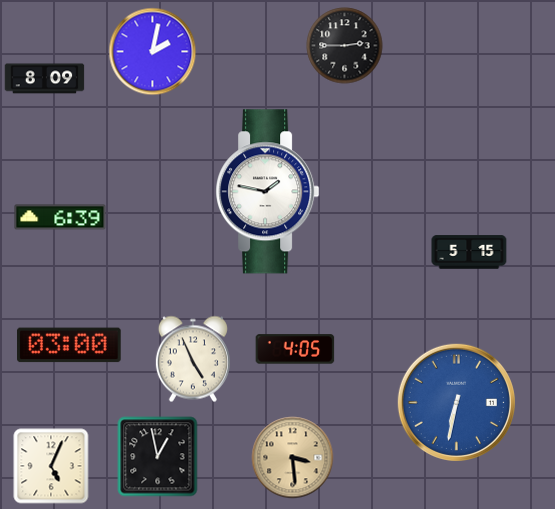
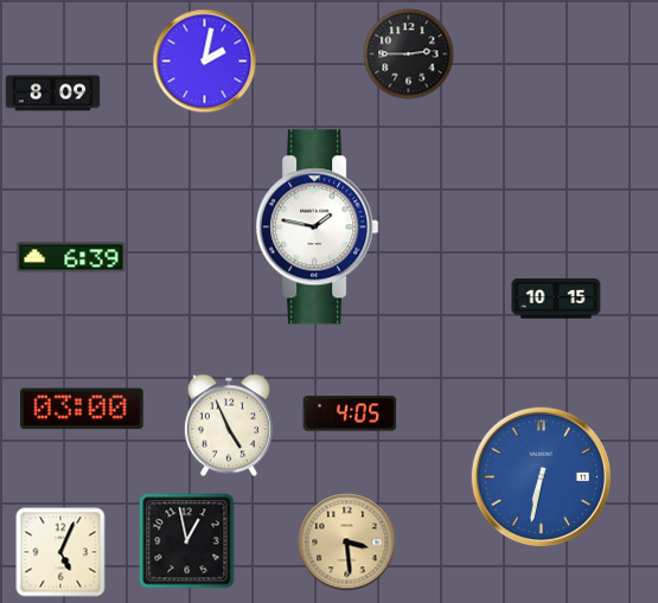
clock at (153, 52) position: (153, 52) -> (205, 62)
clock at (469, 252): 5:15 -> 10:15
